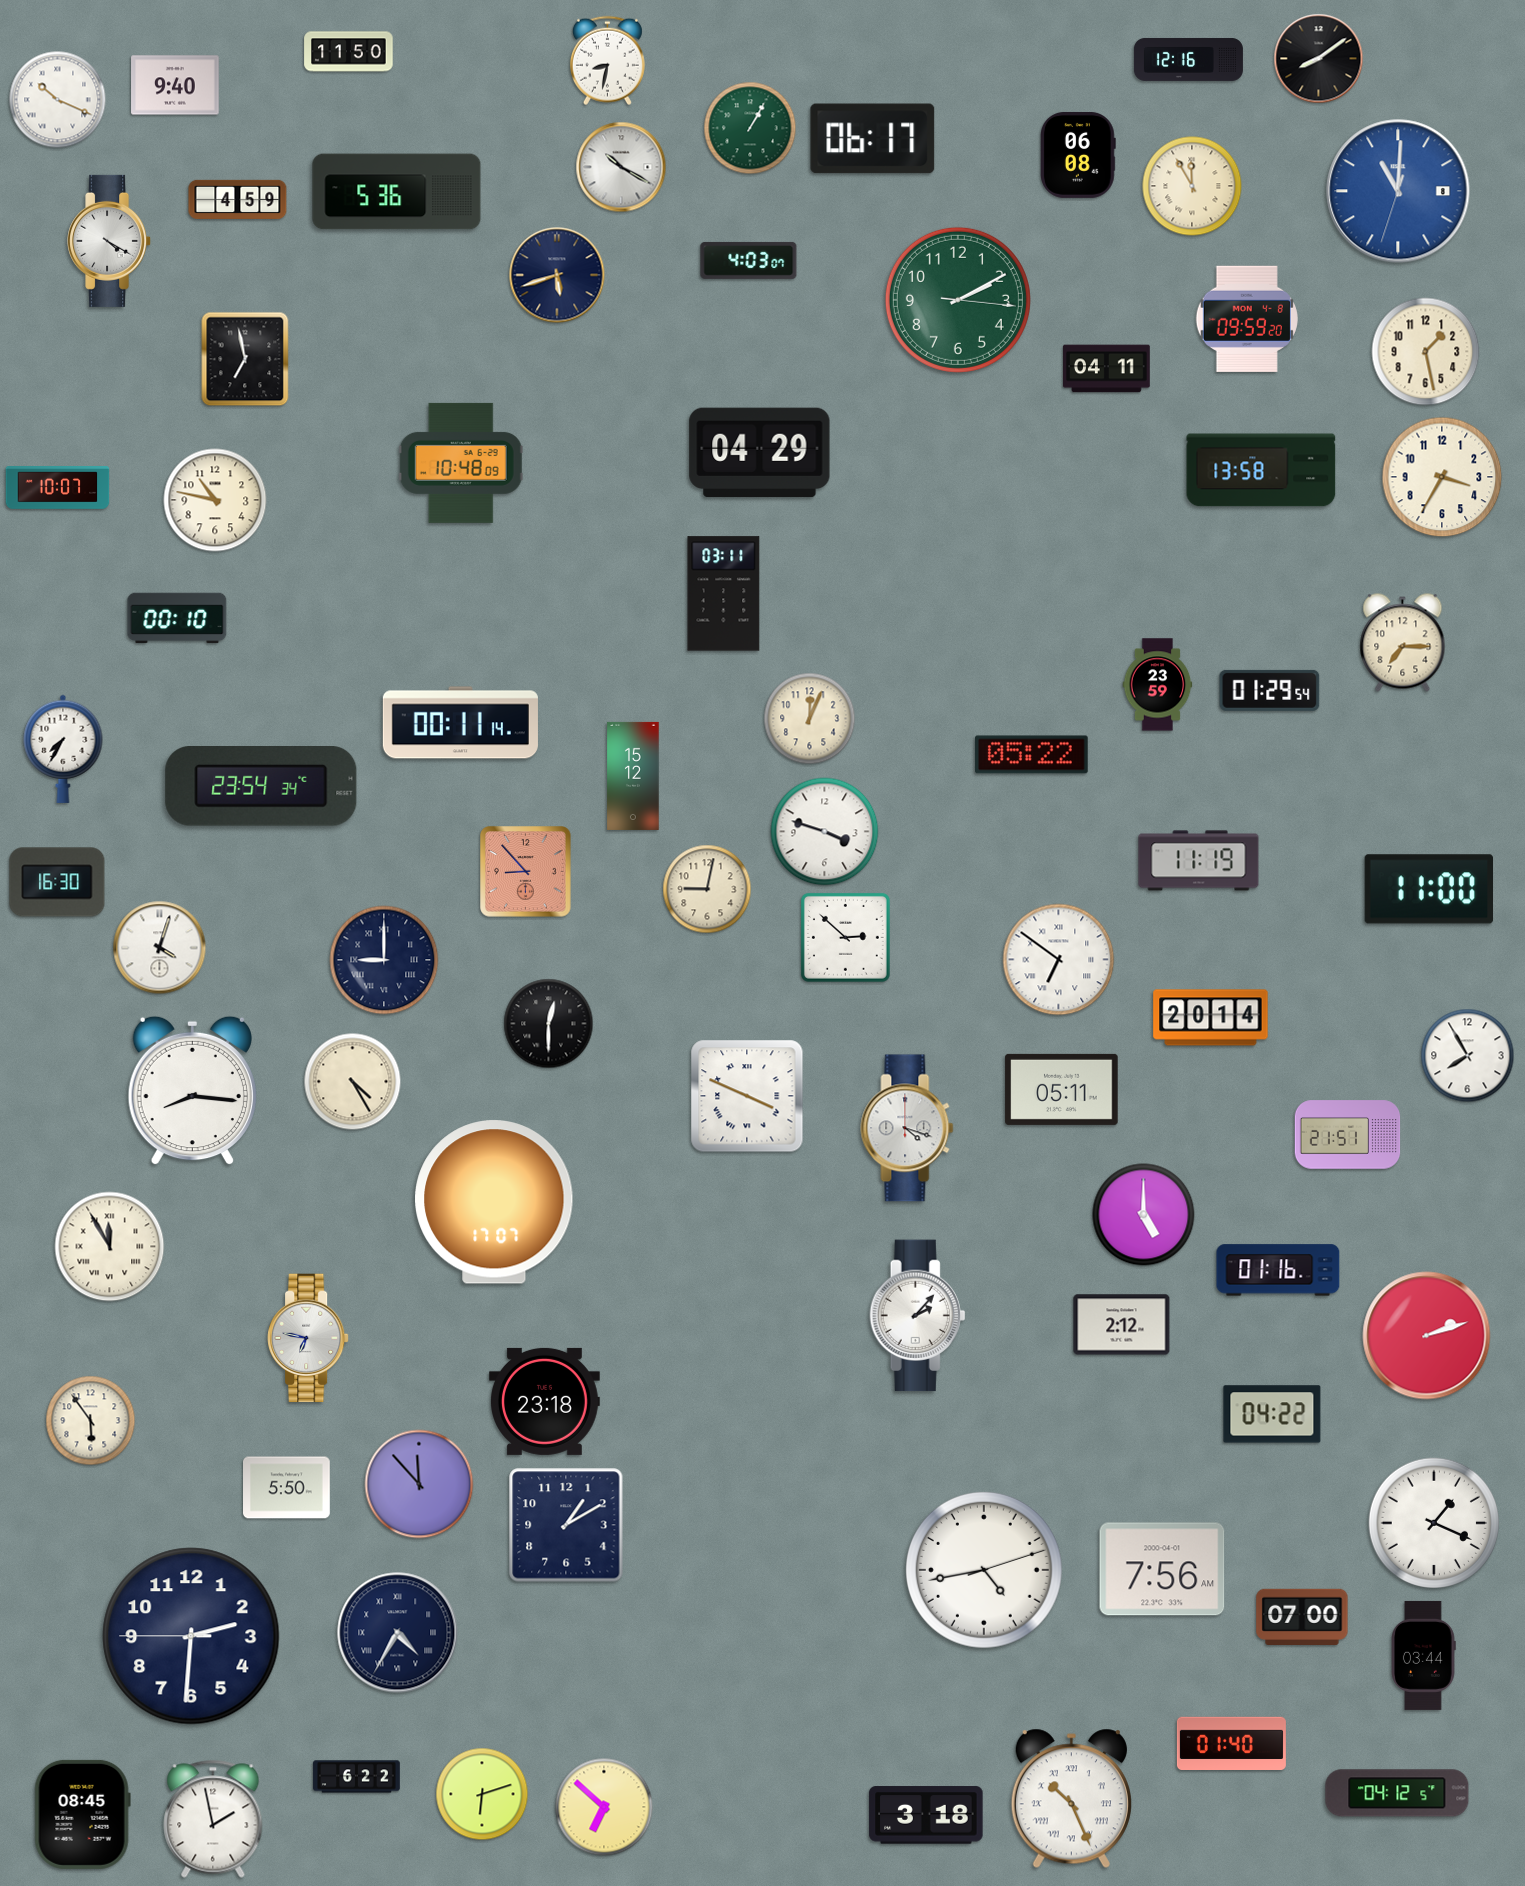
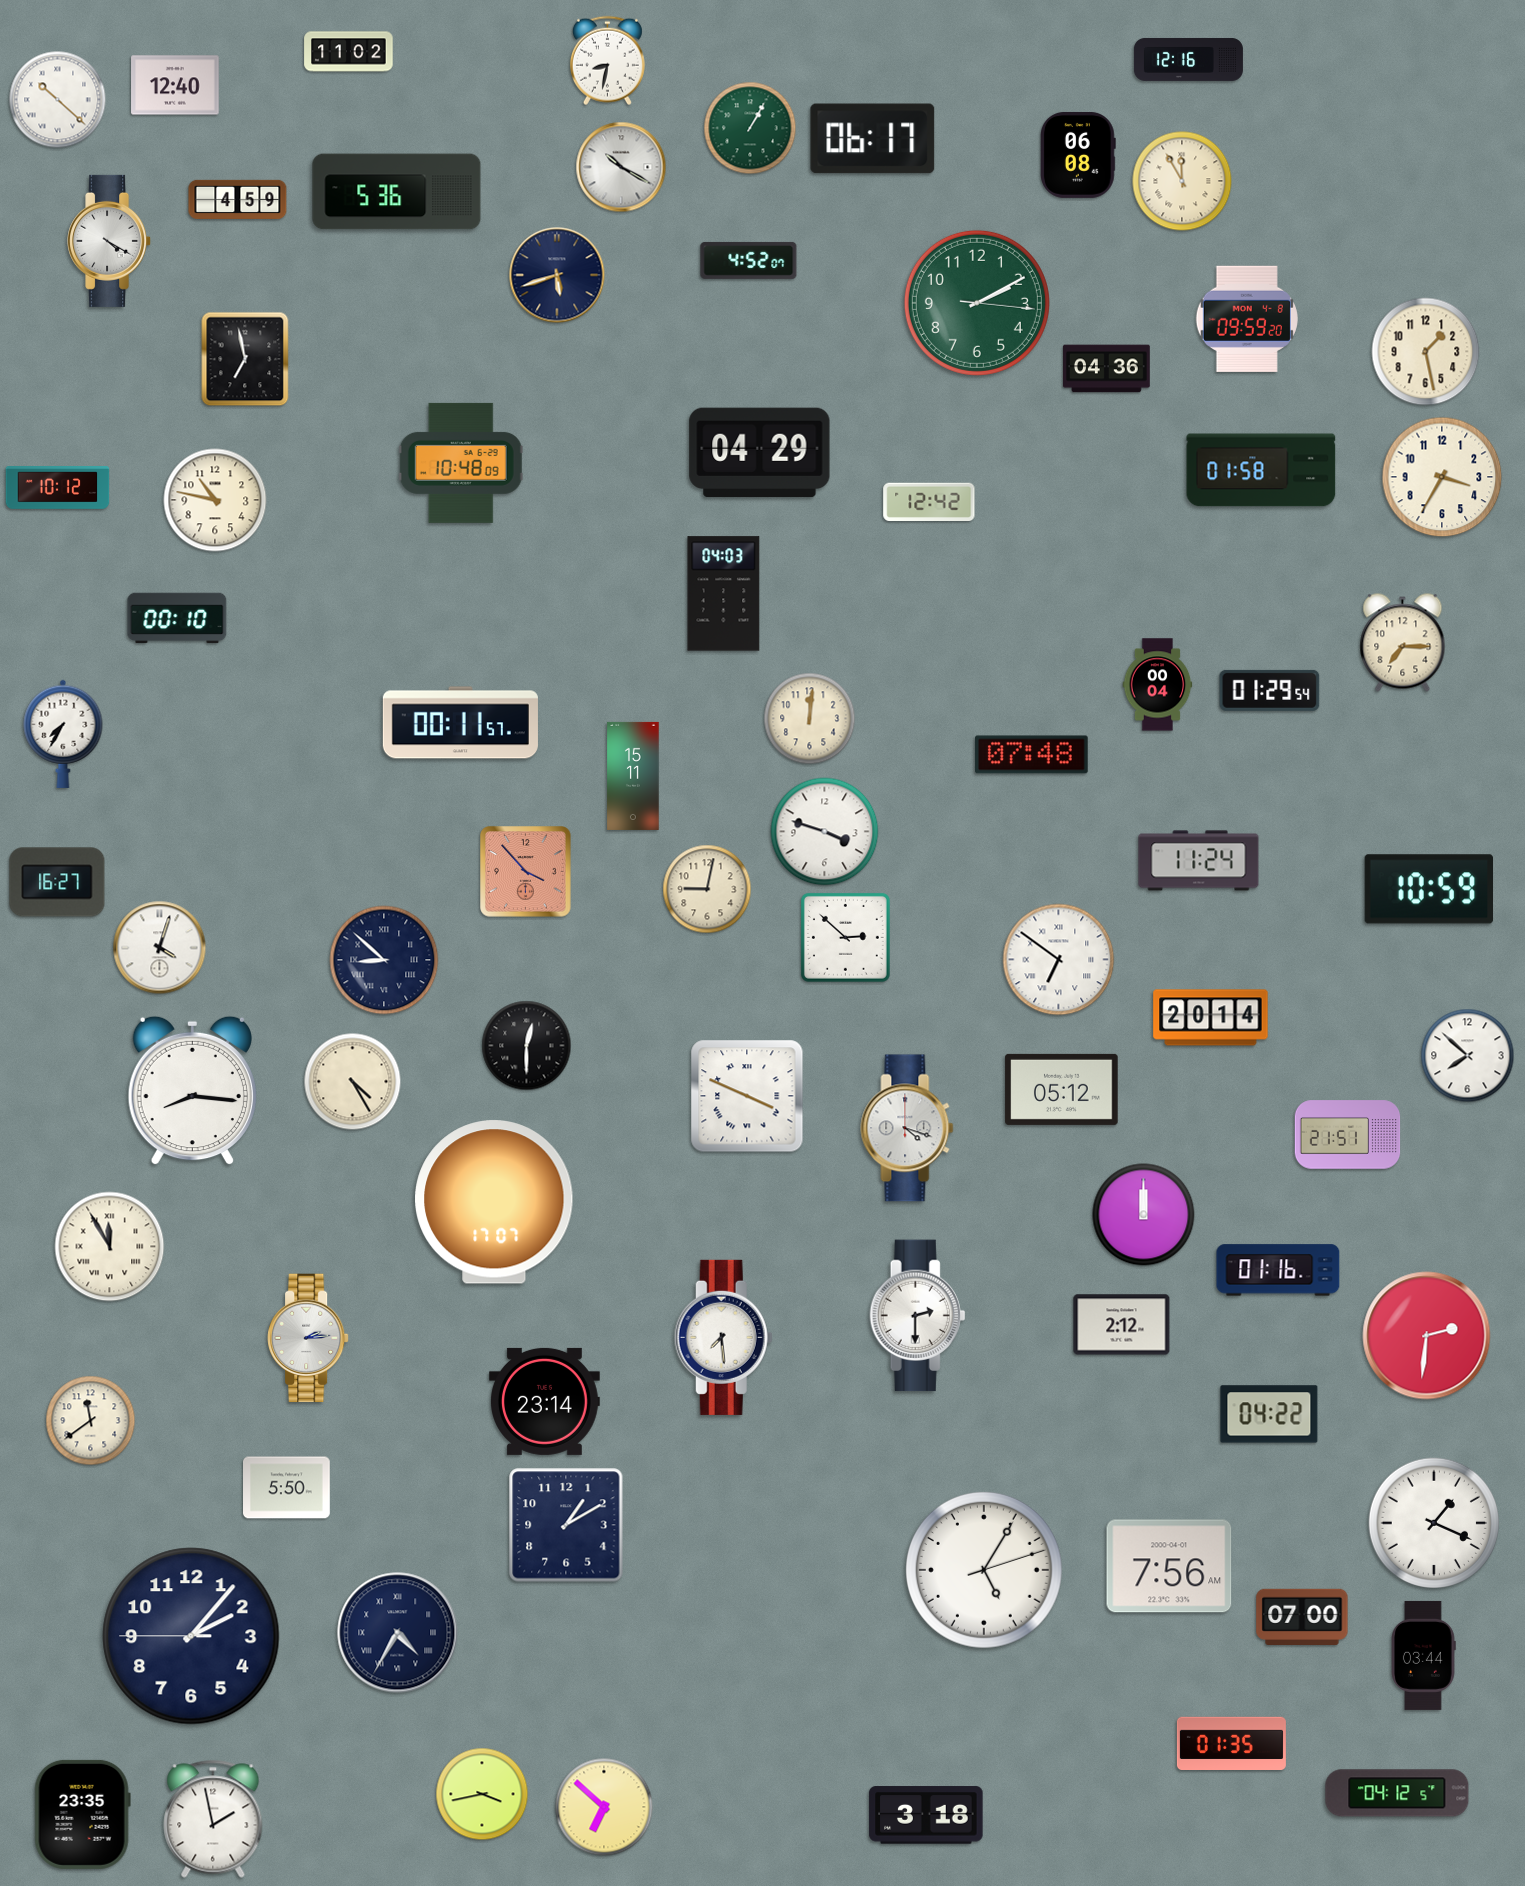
clock at (349, 52): 11:50 -> 11:02
clock at (1319, 59): 8:09 -> none
clock at (175, 85): 9:40 -> 12:40
clock at (58, 100): 10:19 -> 10:22
clock at (1192, 186) position: (1192, 186) -> (1182, 181)
clock at (1398, 191): 11:00 -> none
clock at (749, 260): 4:03 -> 4:52
clock at (958, 300) position: (958, 300) -> (977, 303)
clock at (1107, 369): 04:11 -> 04:36
clock at (1261, 470): 13:58 -> 01:58
clock at (58, 488): 10:07 -> 10:12
clock at (929, 501): none -> 12:42
clock at (724, 594): 03:11 -> 04:03
clock at (1158, 685): 23:59 -> 00:04
clock at (810, 719): 12:04 -> 12:01
clock at (460, 723): 00:11:14 -> 00:11:57
clock at (63, 749) position: (63, 749) -> (63, 734)
clock at (1032, 755): 05:22 -> 07:48
clock at (633, 776): 15:12 -> 15:11
clock at (261, 787): 23:54 -> none
clock at (1199, 861): 11:19 -> 11:24
clock at (526, 872): 8:53 -> 3:53
clock at (57, 882): 16:30 -> 16:27
clock at (1428, 889): 11:00 -> 10:59
clock at (384, 960): 9:00 -> 8:52
clock at (549, 1024) position: (549, 1024) -> (527, 1046)
clock at (1468, 1056): 7:55 -> 7:52
clock at (1062, 1089): 05:11 -> 05:12
clock at (1144, 1215): 5:00 -> 12:00
clock at (918, 1316): 2:07 -> 2:30
clock at (1427, 1336): 2:12 -> 2:31
clock at (723, 1337): none -> 7:29
clock at (309, 1338): 6:47 -> 2:14
clock at (544, 1401): 23:18 -> 23:14
clock at (1272, 1414) position: (1272, 1414) -> (1269, 1414)
clock at (91, 1421): 5:54 -> 11:39
clock at (419, 1484): 11:53 -> none
clock at (1162, 1569) position: (1162, 1569) -> (1169, 1566)
clock at (984, 1570): 4:43 -> 5:05
clock at (191, 1636): 2:30 -> 2:06
clock at (1231, 1743): 01:40 -> 01:35
clock at (357, 1777): 6:22 -> none
clock at (482, 1794): 6:12 -> 3:43
clock at (1071, 1799): 10:26 -> none
clock at (82, 1814): 08:45 -> 23:35
